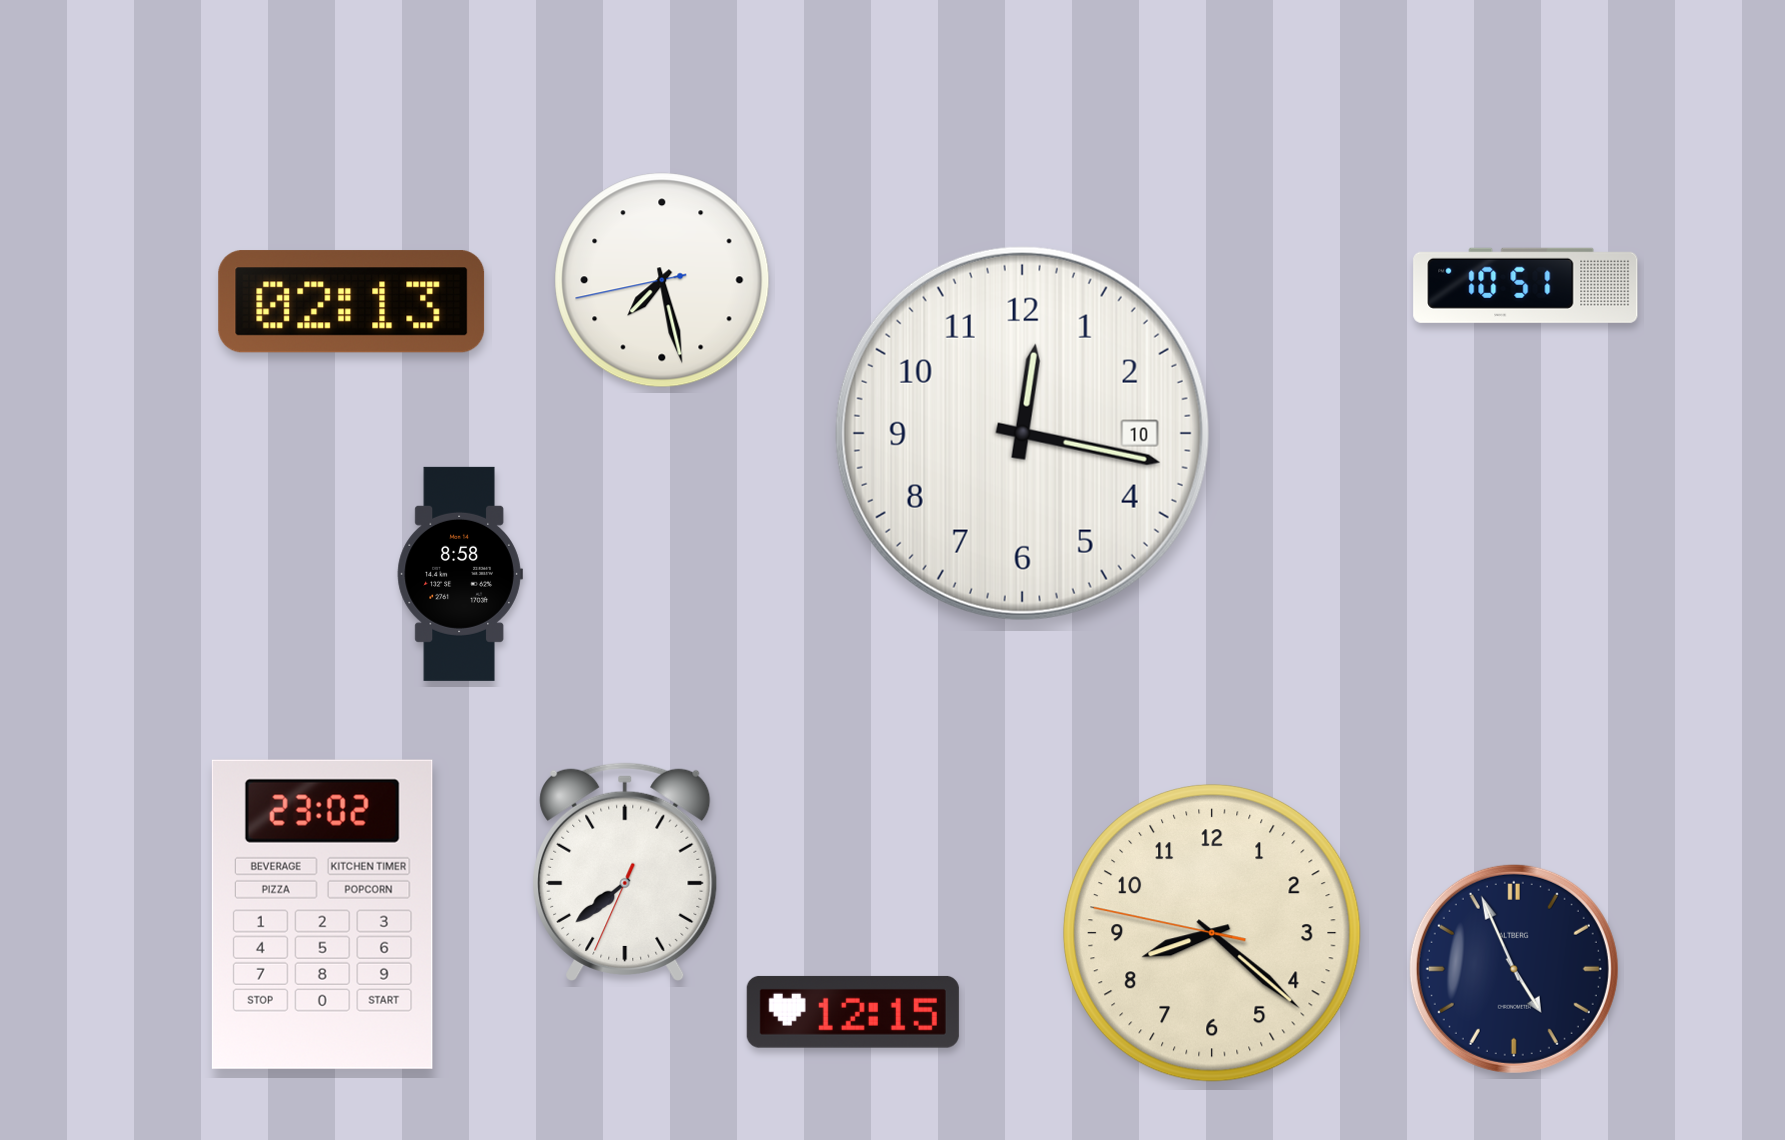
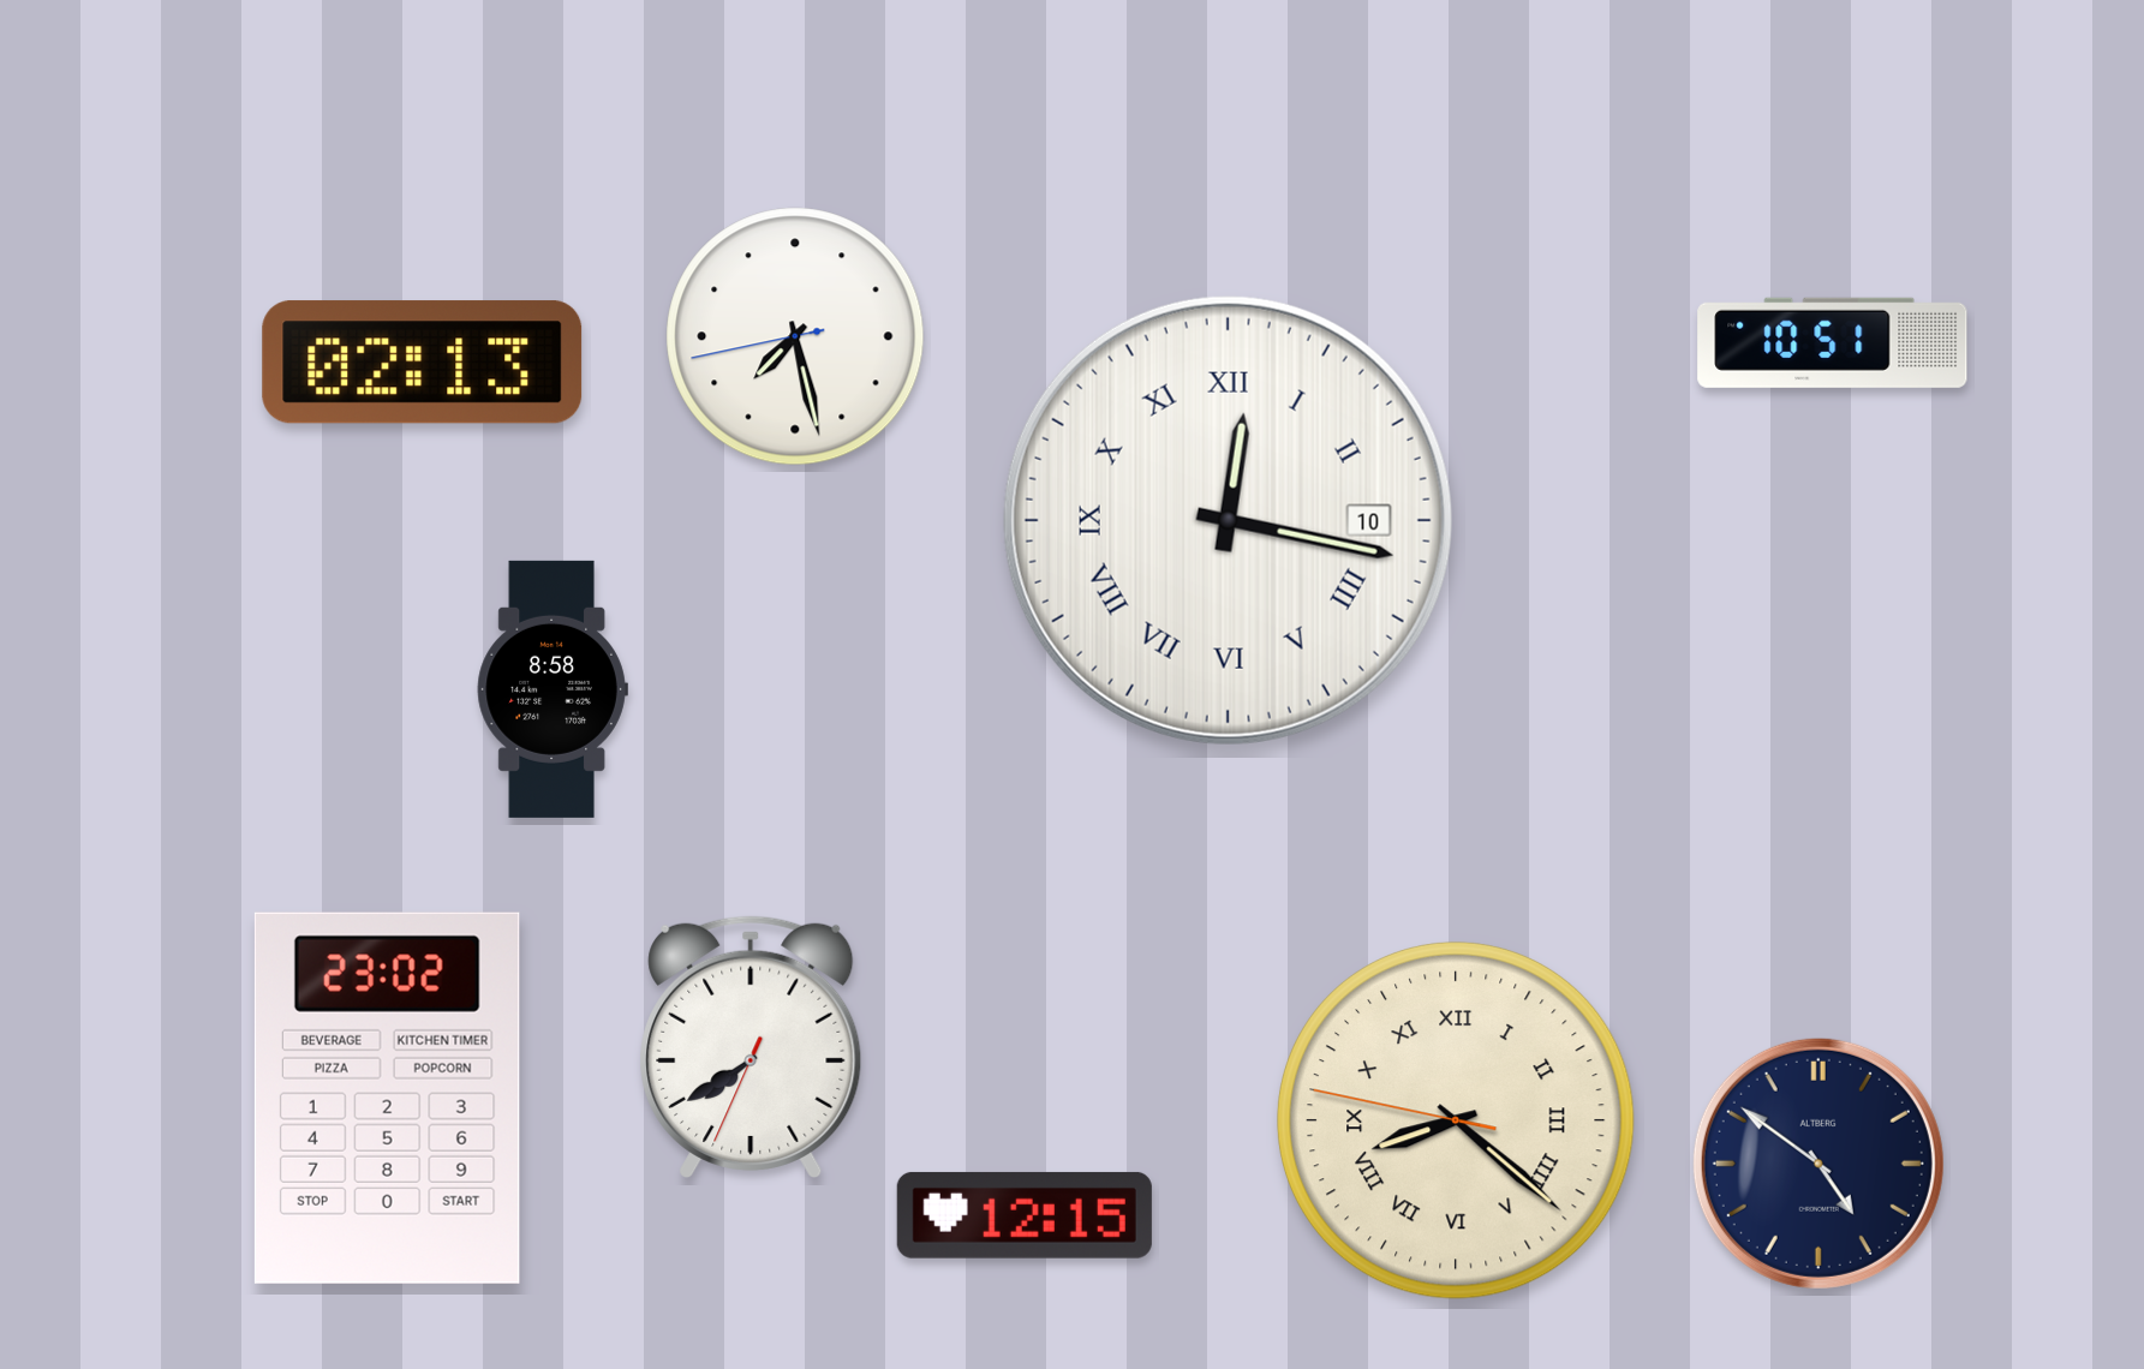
clock at (1022, 433) numerals: Arabic -> Roman
clock at (625, 872): 7:38 -> 7:39
clock at (1213, 934) numerals: Arabic -> Roman
clock at (1514, 969): 4:56 -> 4:51
